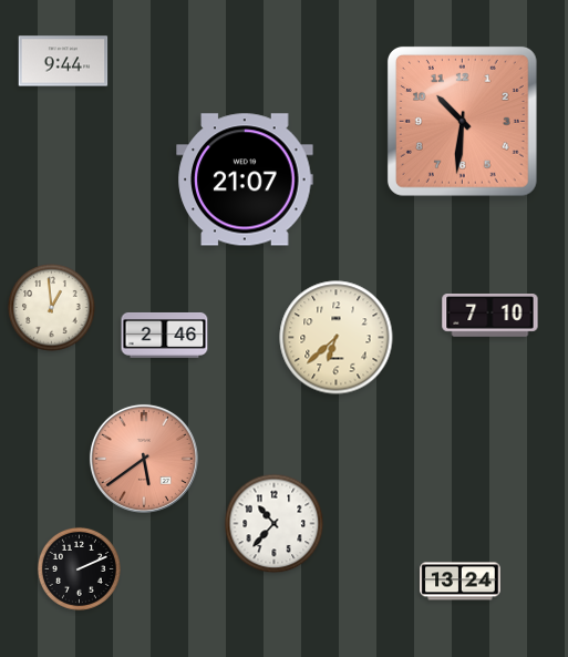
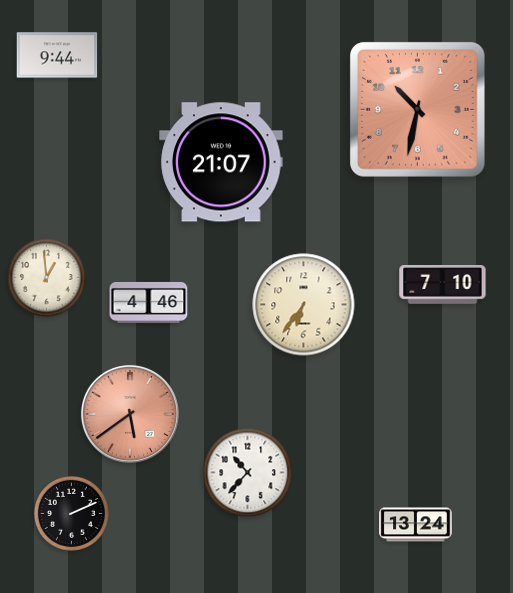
clock at (462, 121): 10:31 -> 10:32
clock at (165, 335): 2:46 -> 4:46
clock at (337, 338): 6:38 -> 6:36
